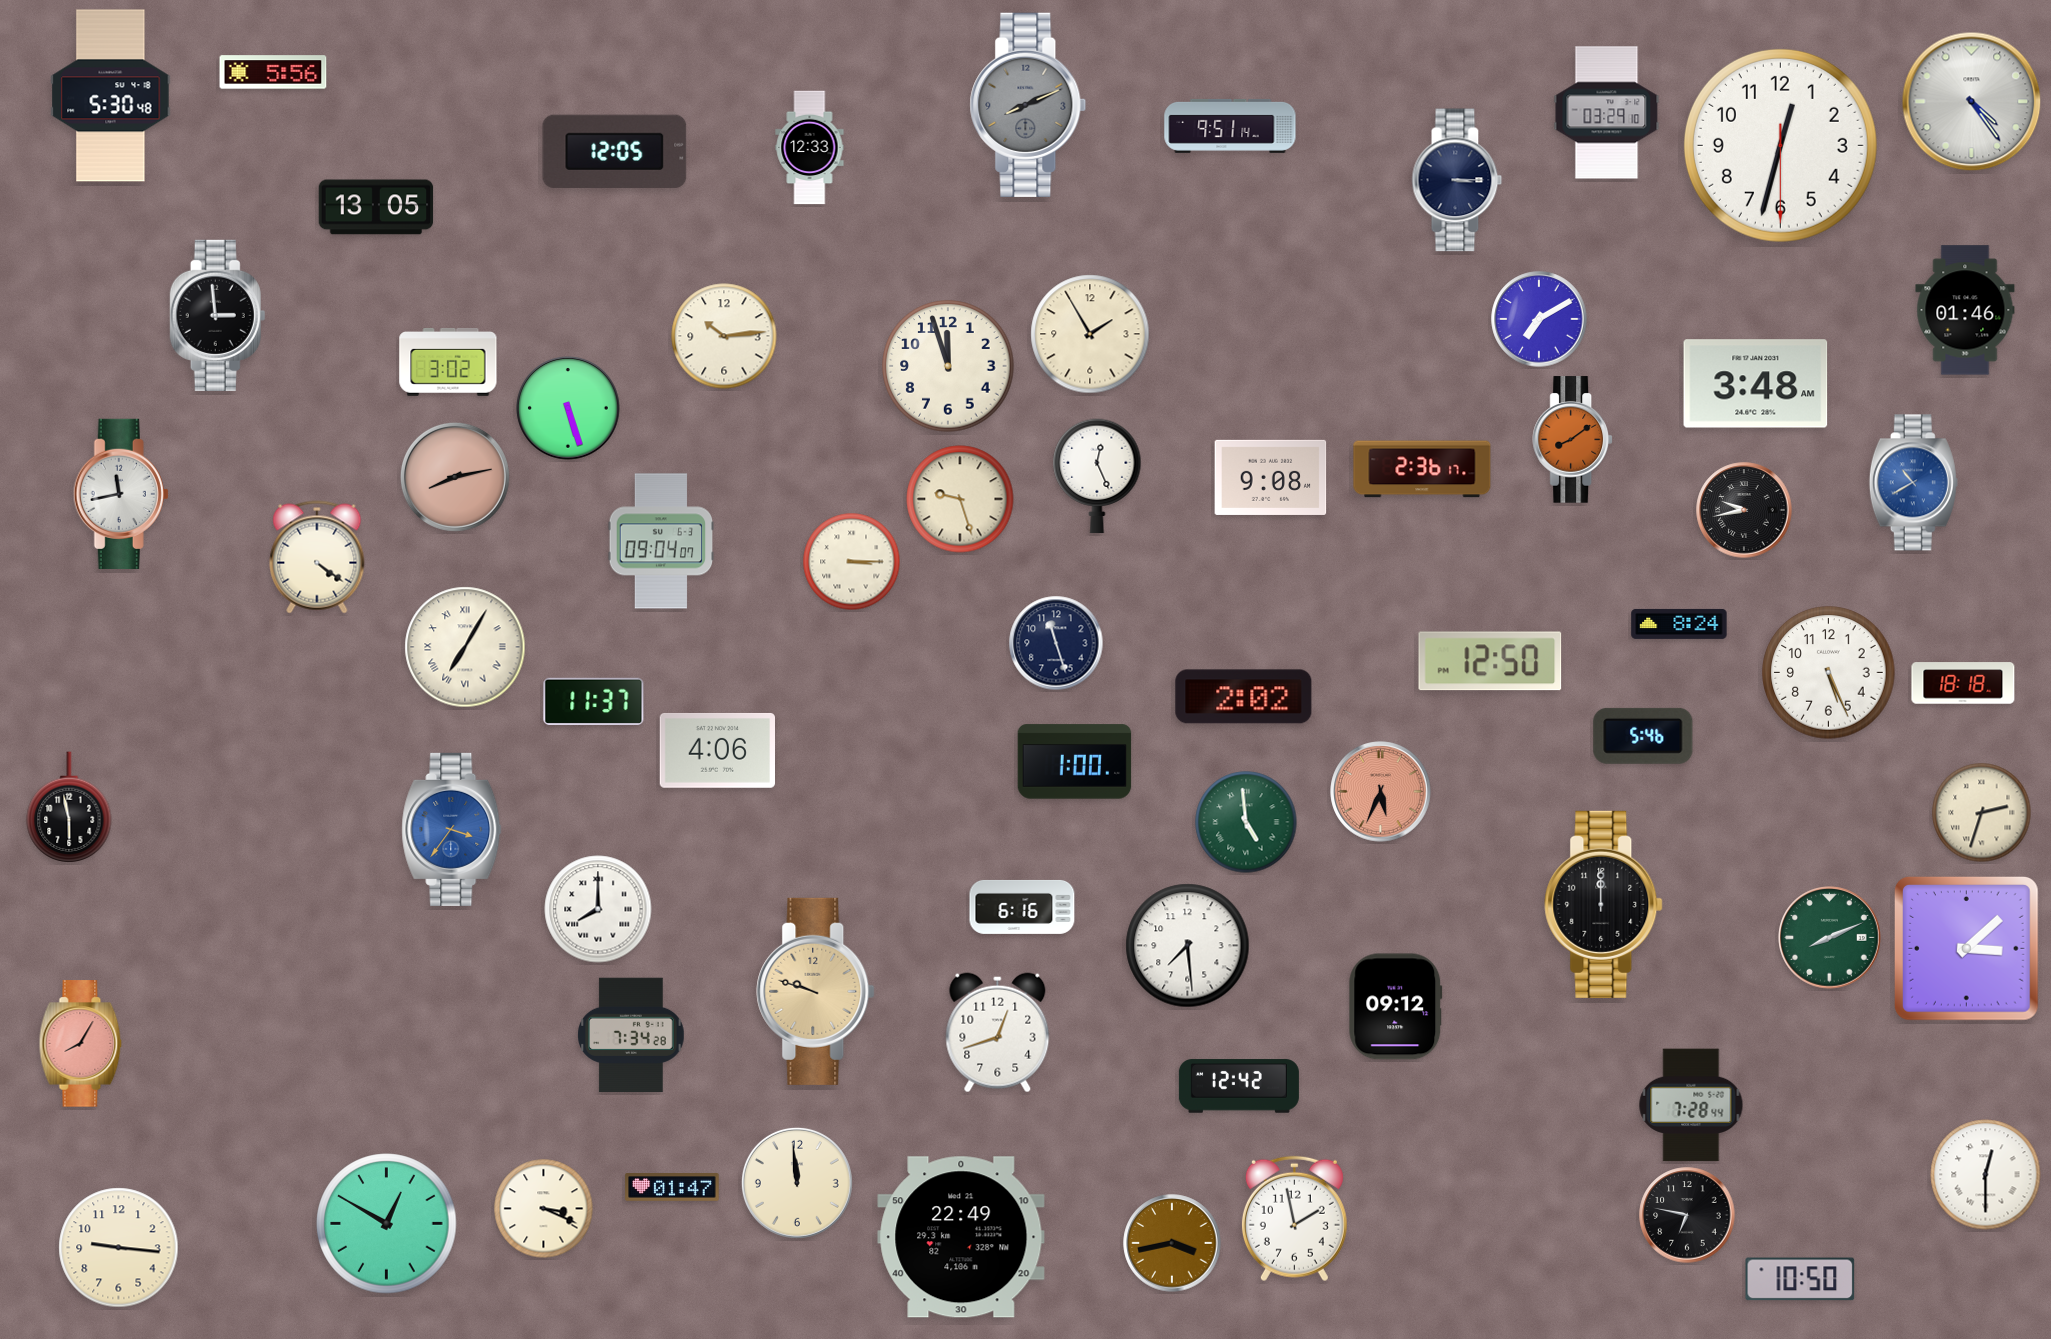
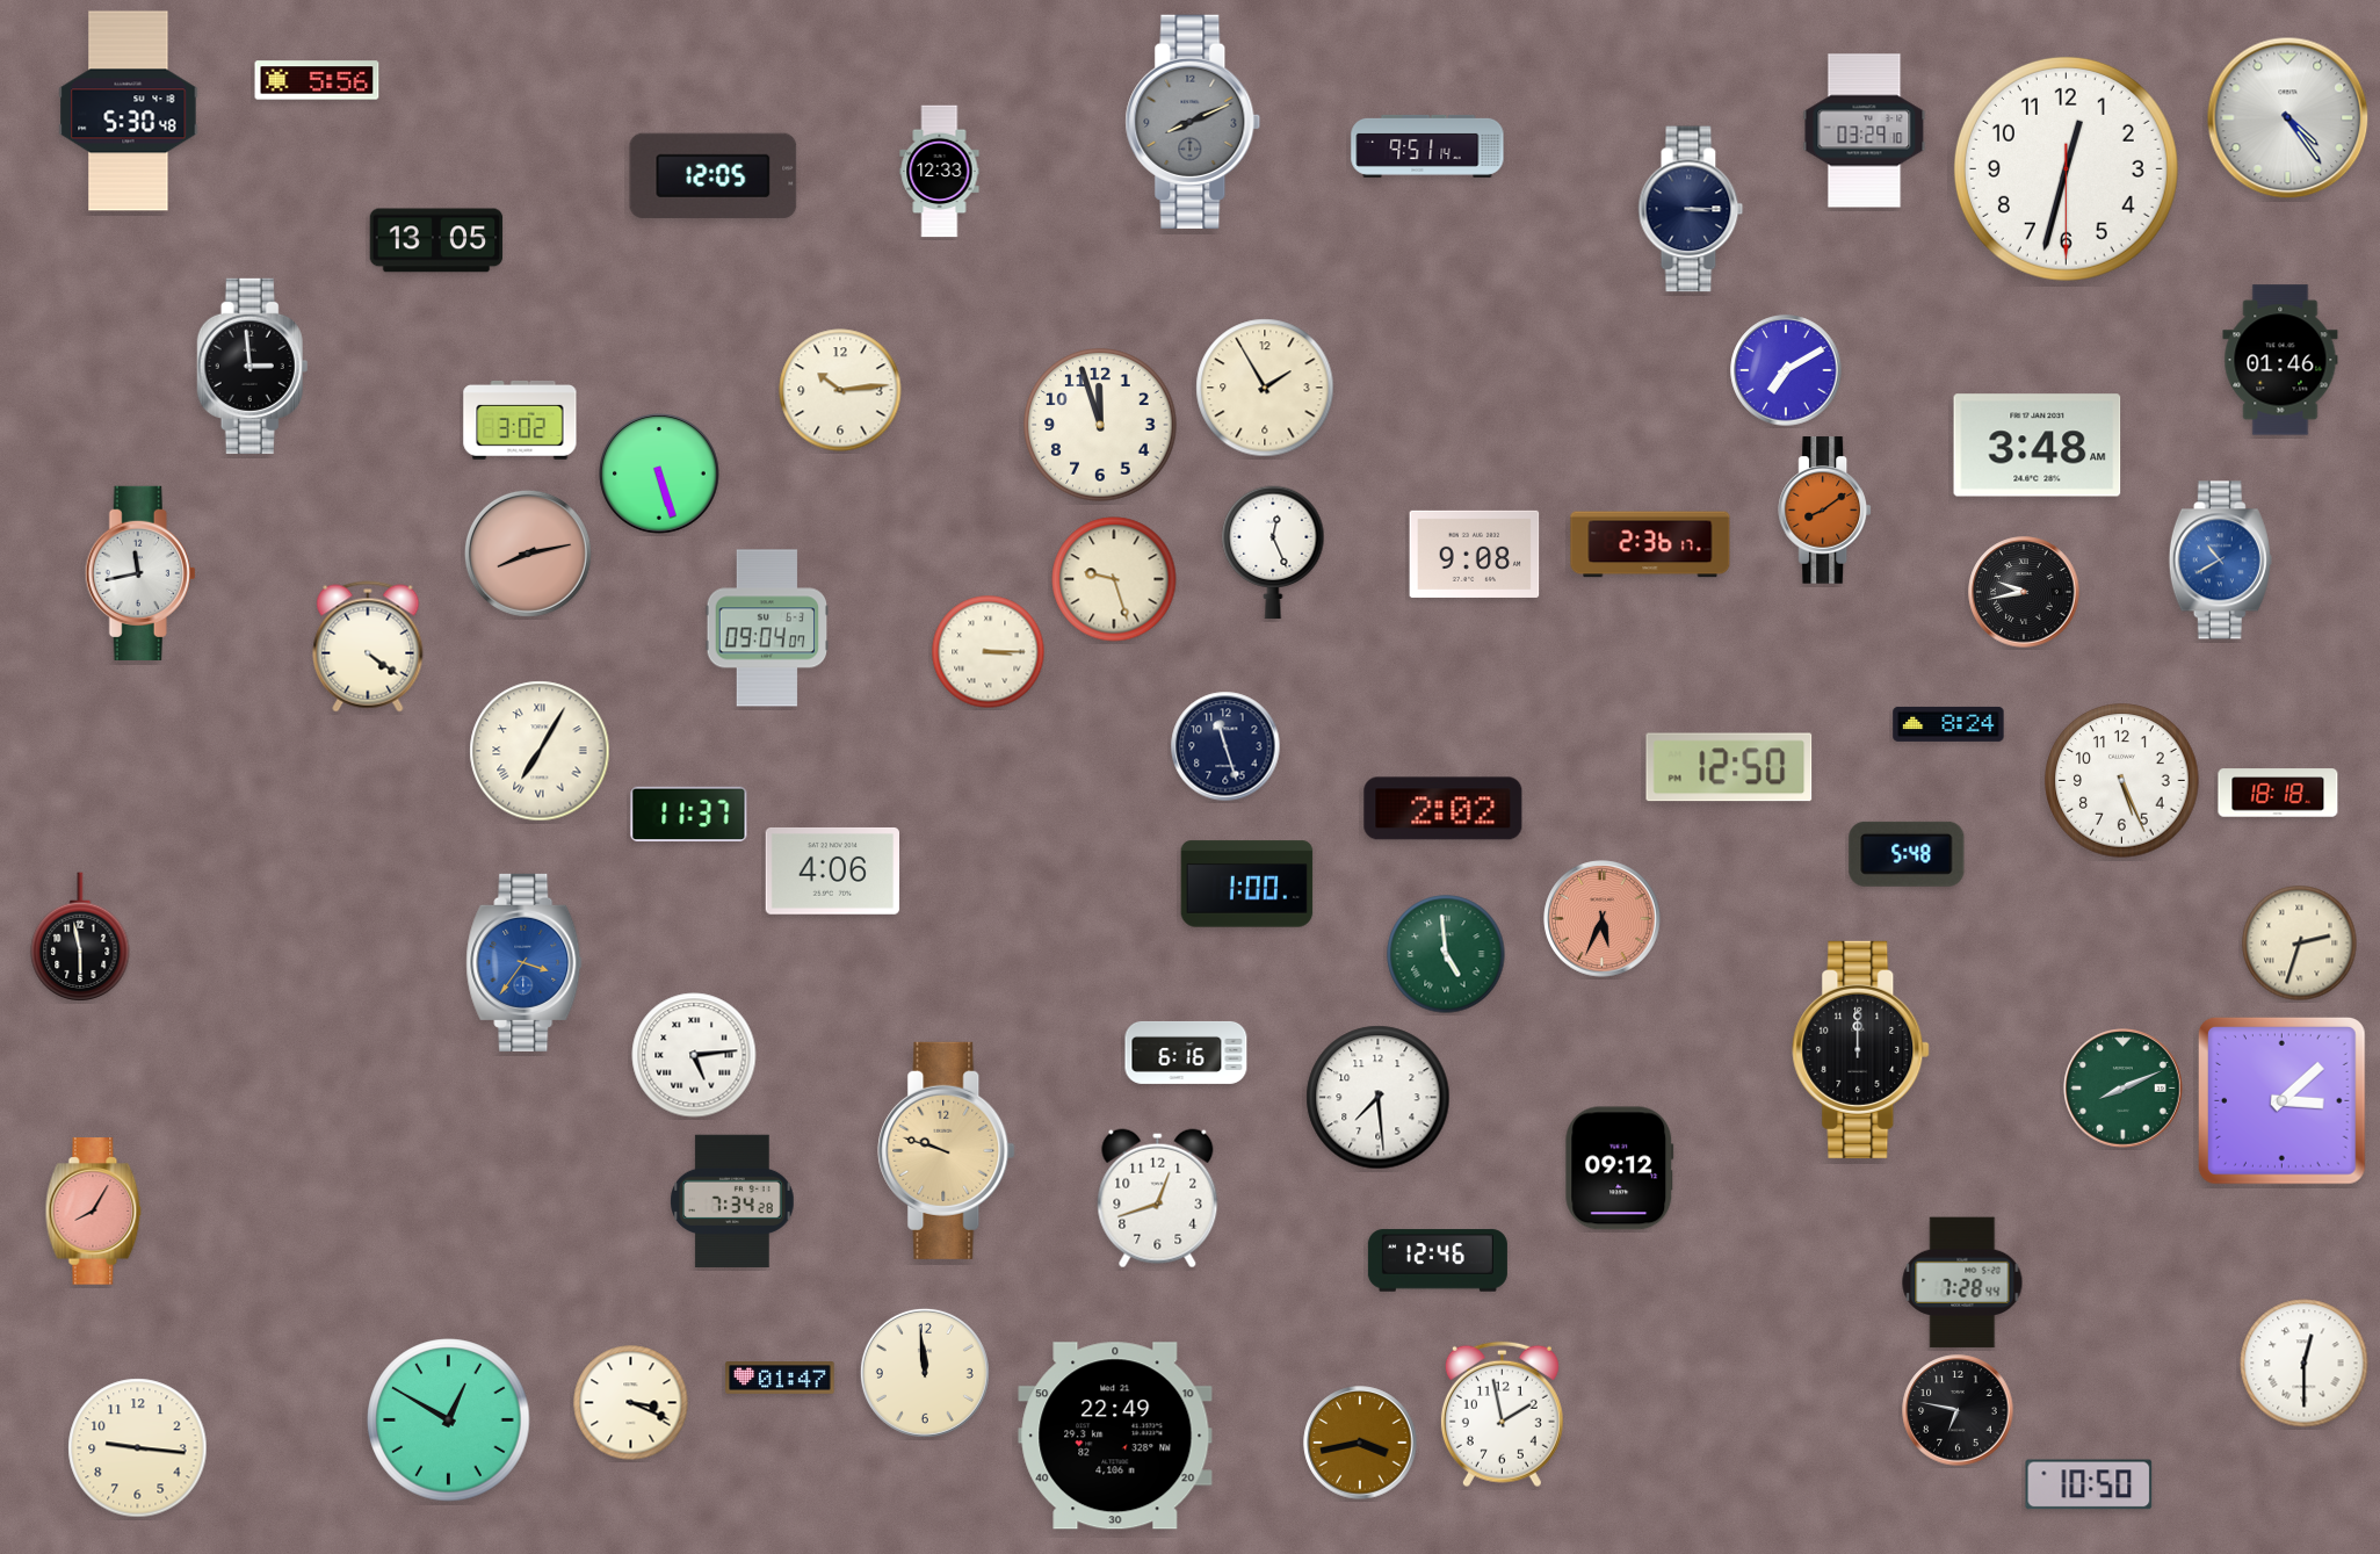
clock at (273, 72) position: (273, 72) -> (317, 80)
clock at (1643, 736): 5:46 -> 5:48
clock at (598, 909): 8:00 -> 5:14
clock at (1239, 1086): 12:42 -> 12:46
